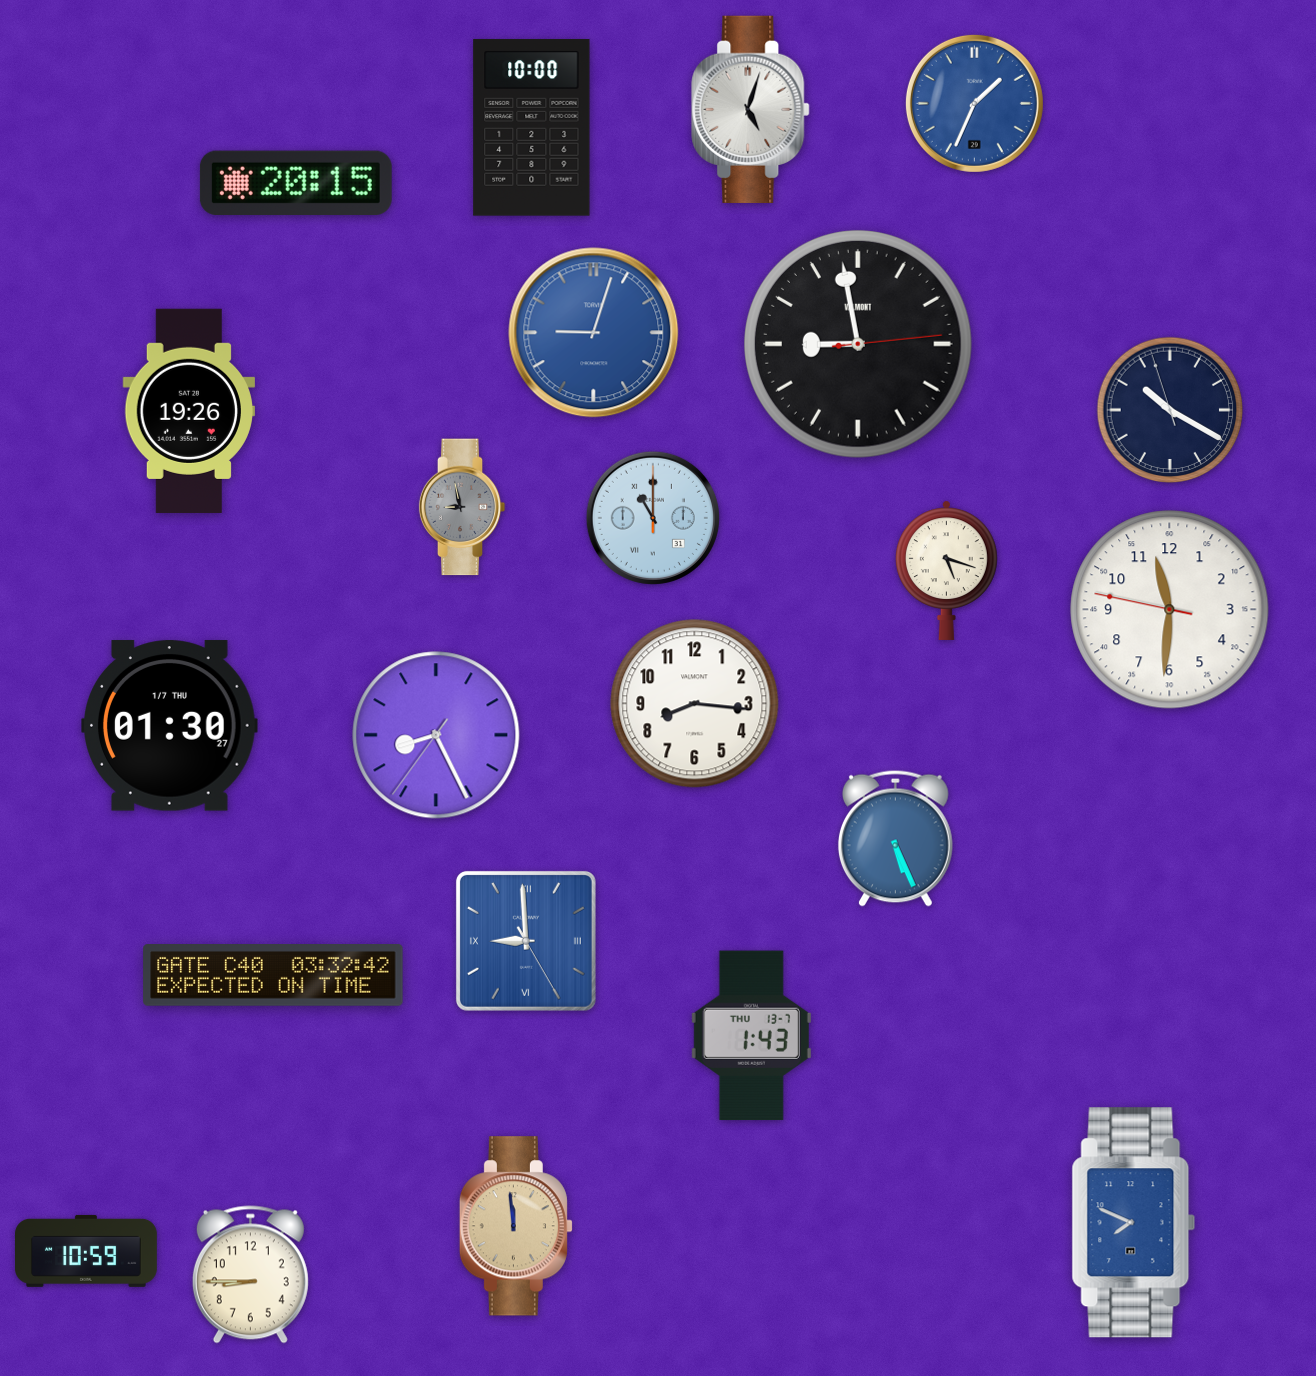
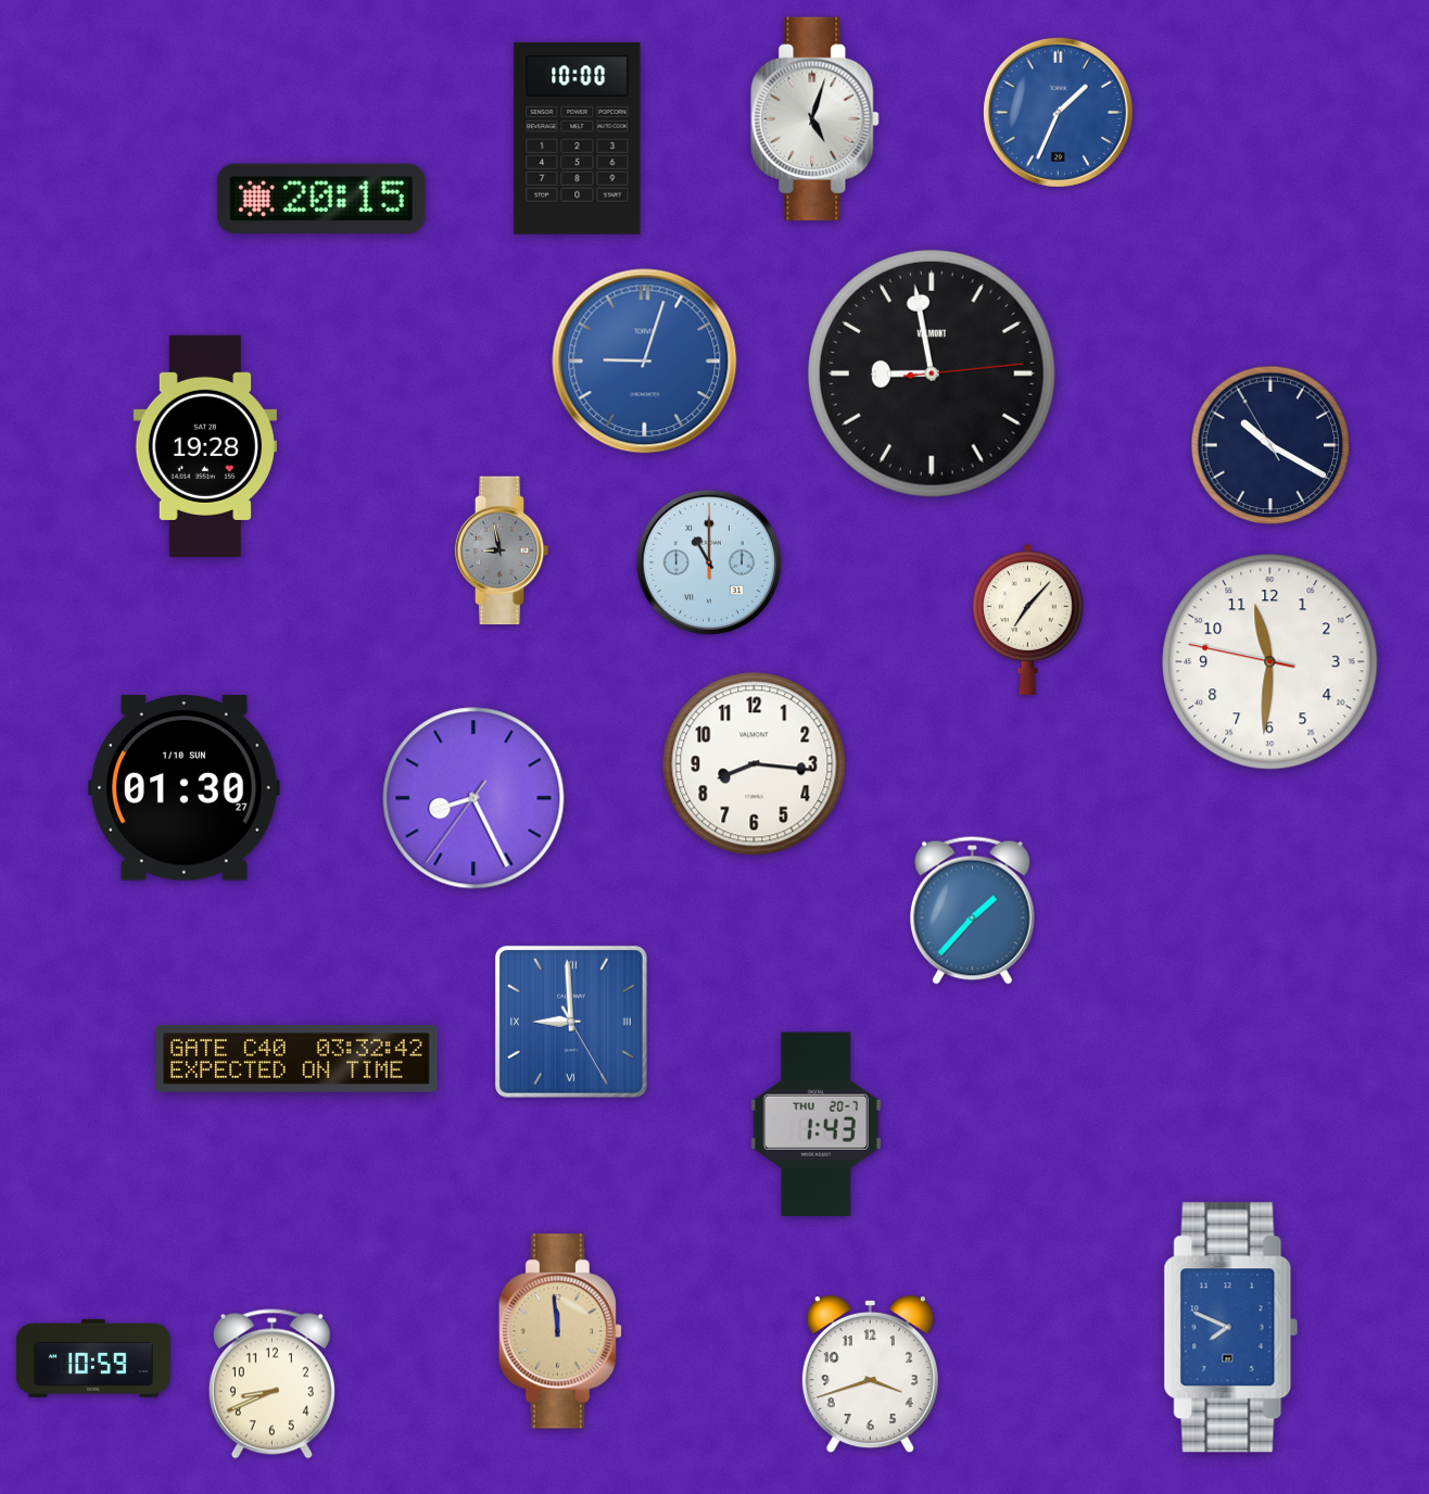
clock at (1170, 410): 10:19:57 -> 10:19:55
clock at (188, 411): 19:26 -> 19:28
clock at (946, 570): 5:18 -> 7:07
clock at (170, 726) date: 1/7 THU -> 1/10 SUN
clock at (895, 838): 5:26 -> 1:37
clock at (751, 1036) date: THU 13-7 -> THU 20-7
clock at (870, 1375): none -> 3:42
clock at (250, 1275): 8:45 -> 8:41
